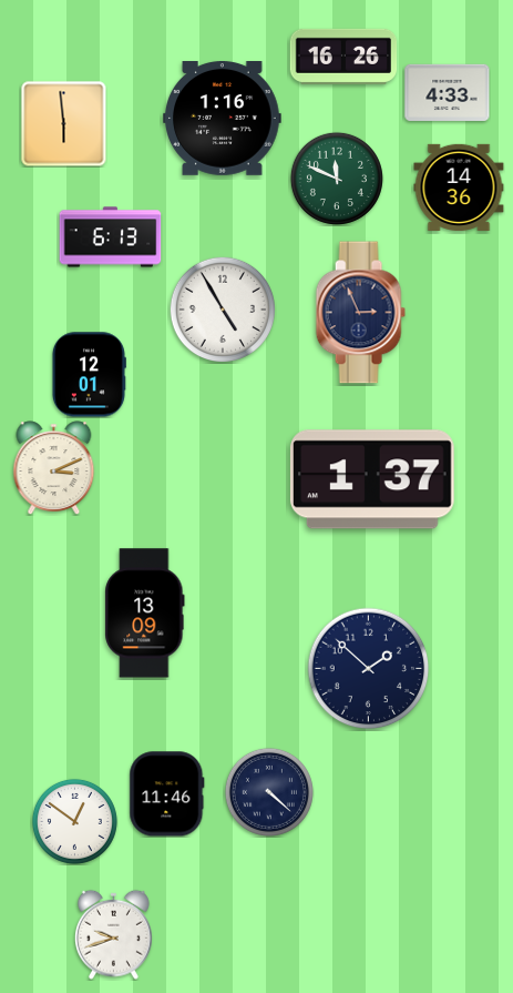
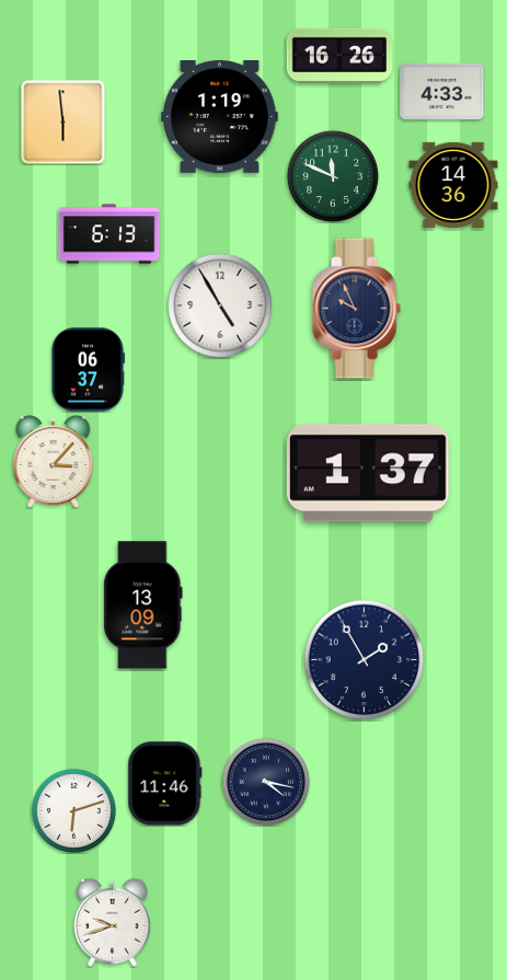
clock at (223, 119): 1:16 -> 1:19
clock at (360, 313): 2:56 -> 9:56
clock at (89, 375): 12:01 -> 06:37
clock at (54, 467): 3:11 -> 3:07
clock at (369, 669): 1:52 -> 1:55
clock at (269, 792): 4:22 -> 4:17
clock at (74, 821): 12:51 -> 6:12
